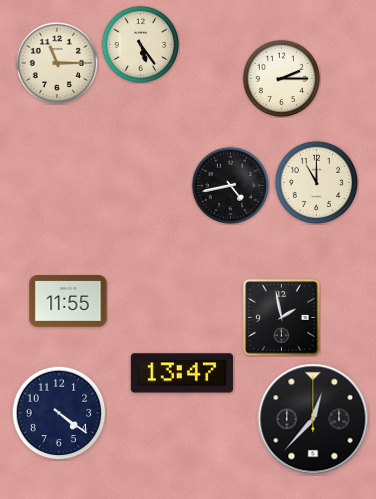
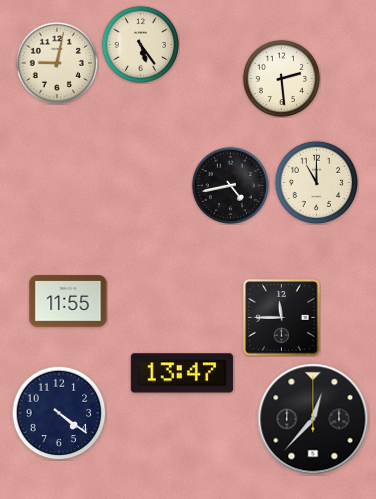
clock at (57, 63): 11:15 -> 9:02
clock at (281, 78): 2:15 -> 2:29
clock at (282, 318): 1:58 -> 11:45
